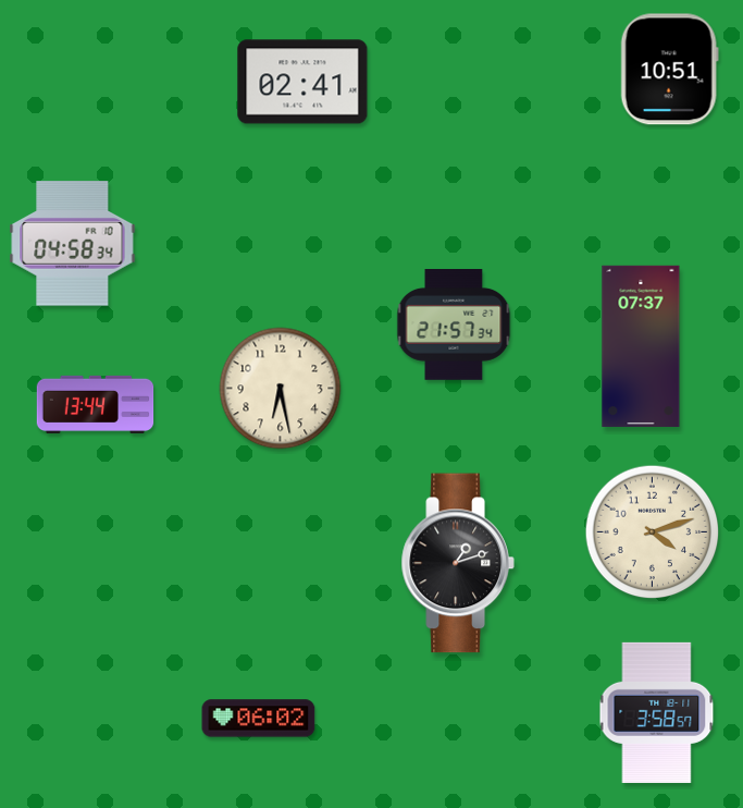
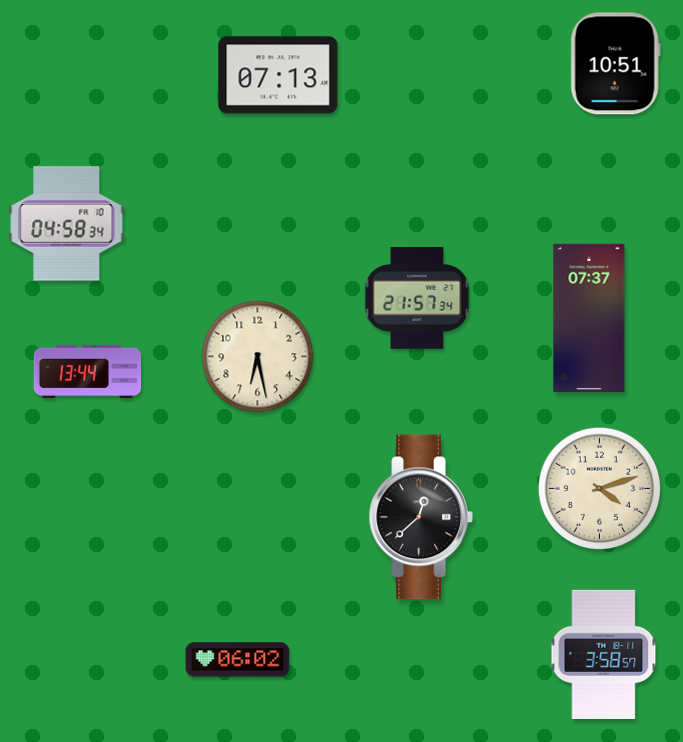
clock at (302, 82): 02:41 -> 07:13
clock at (458, 563): 1:12 -> 12:38
